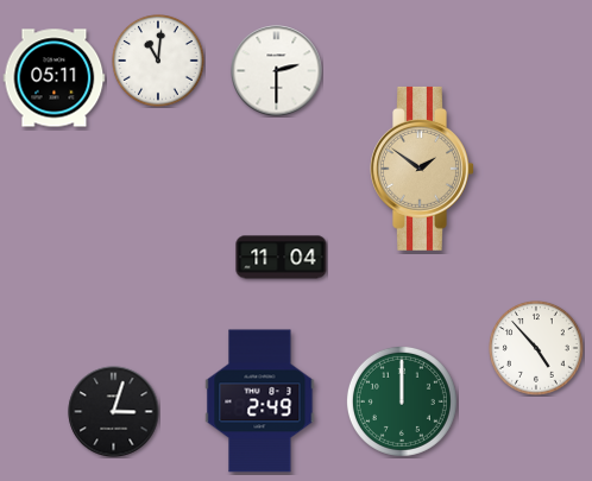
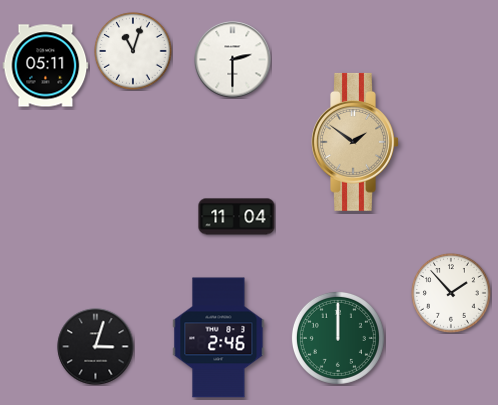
clock at (158, 61): 11:01 -> 11:03
clock at (537, 349): 4:53 -> 1:53
clock at (260, 401): 2:49 -> 2:46
